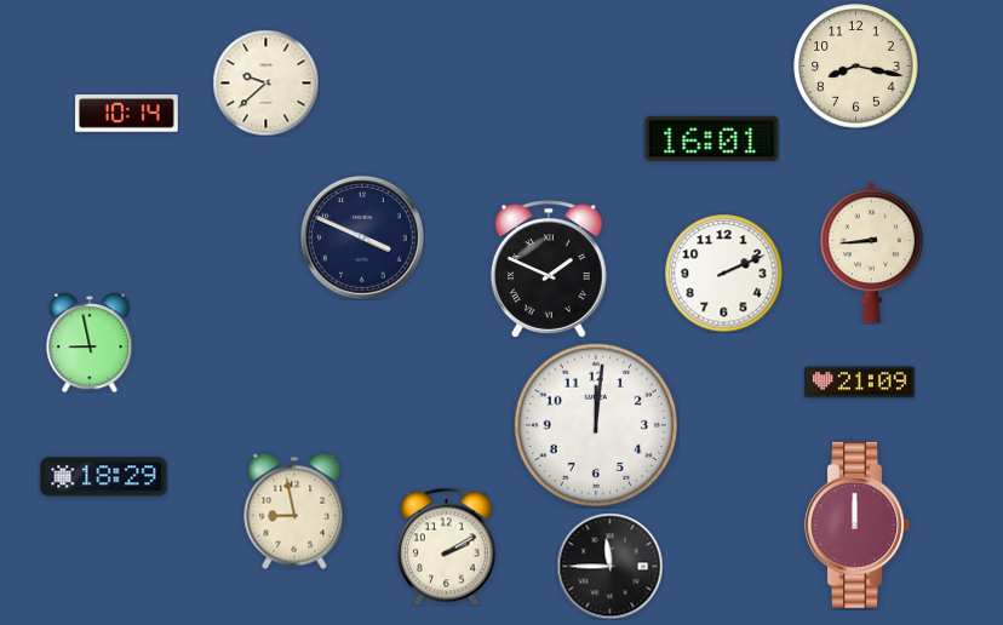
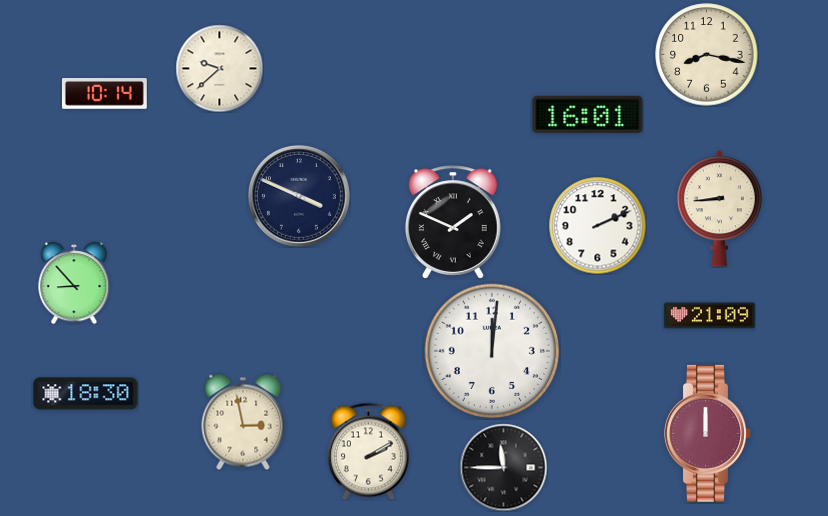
clock at (90, 343): 8:58 -> 8:53
clock at (104, 477): 18:29 -> 18:30
clock at (294, 511): 8:58 -> 2:58
